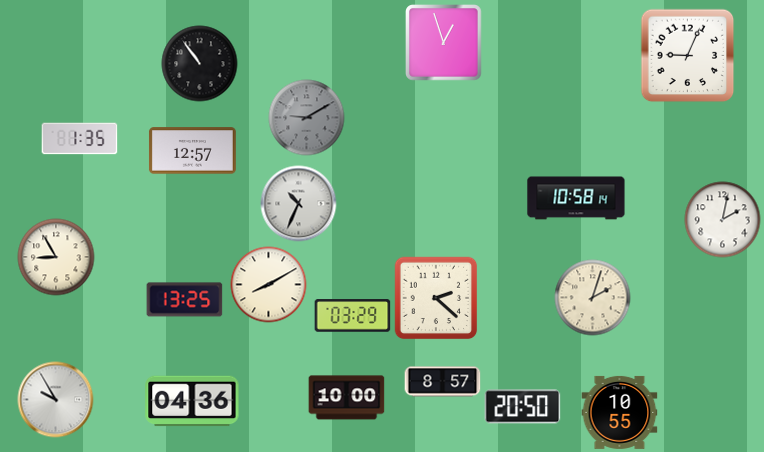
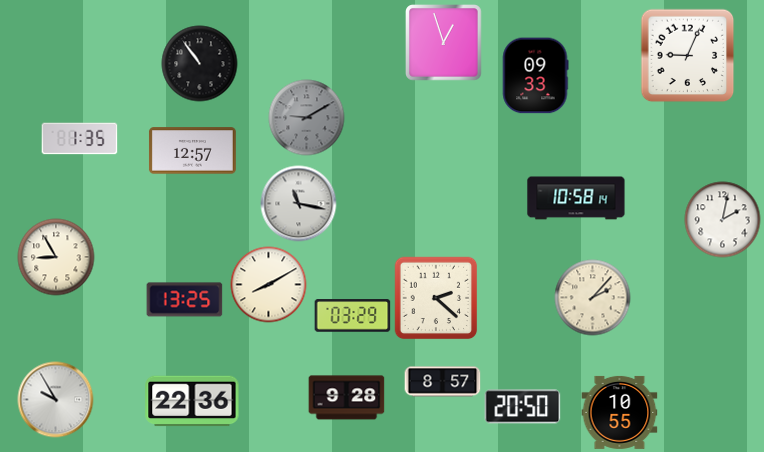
clock at (535, 76): none -> 09:33
clock at (299, 204): 10:34 -> 11:17
clock at (593, 298): 2:03 -> 2:07
clock at (347, 398): 10:00 -> 9:28
clock at (192, 401): 04:36 -> 22:36
